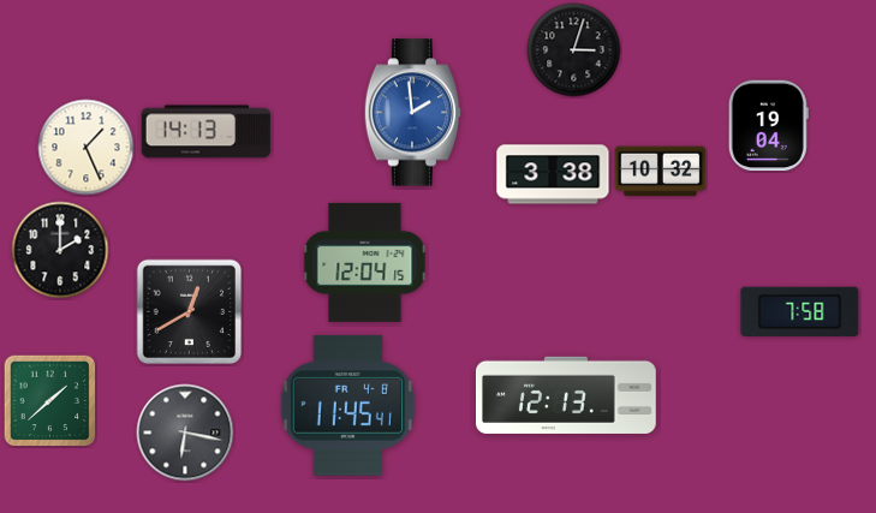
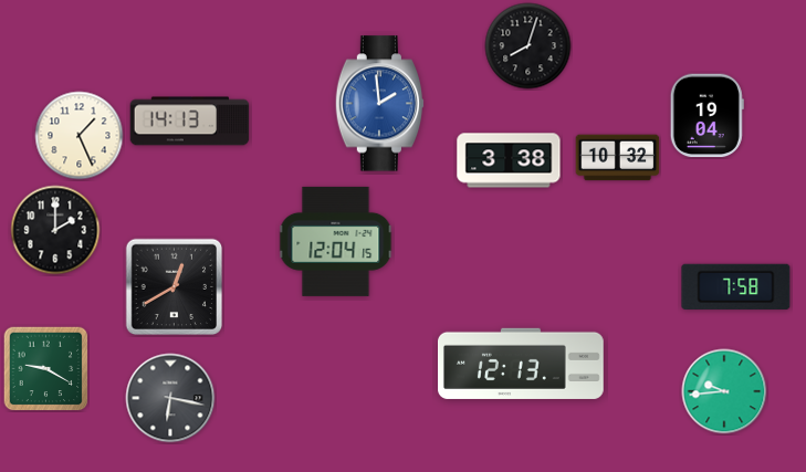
clock at (574, 50): 3:03 -> 8:03
clock at (661, 172) position: (661, 172) -> (618, 158)
clock at (49, 400): 1:38 -> 9:20
clock at (347, 405): 11:45 -> none
clock at (724, 391): none -> 9:44
